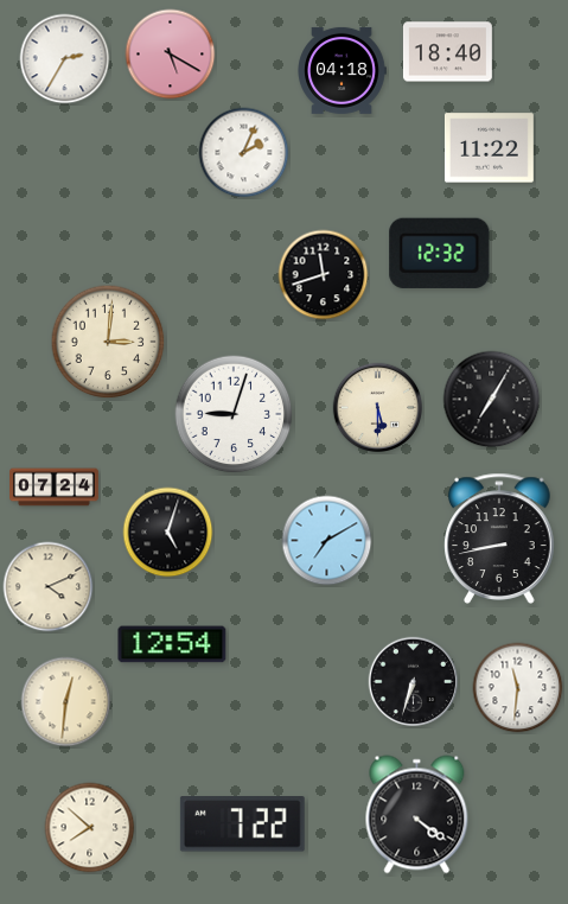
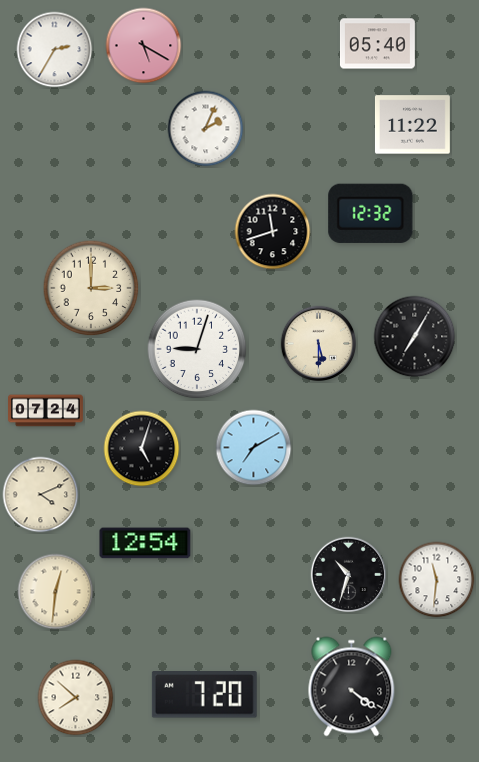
clock at (447, 52): 18:40 -> 05:40
clock at (342, 70): 04:18 -> none
clock at (108, 342): 3:01 -> 3:00
clock at (499, 539): 8:43 -> none
clock at (327, 541) position: (327, 541) -> (254, 448)
clock at (414, 682): 6:33 -> 10:33
clock at (242, 825): 7:22 -> 7:20
